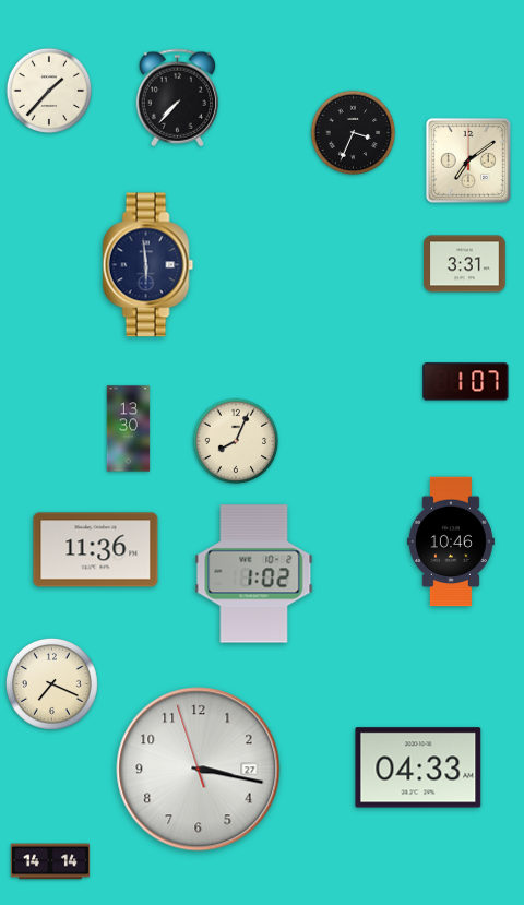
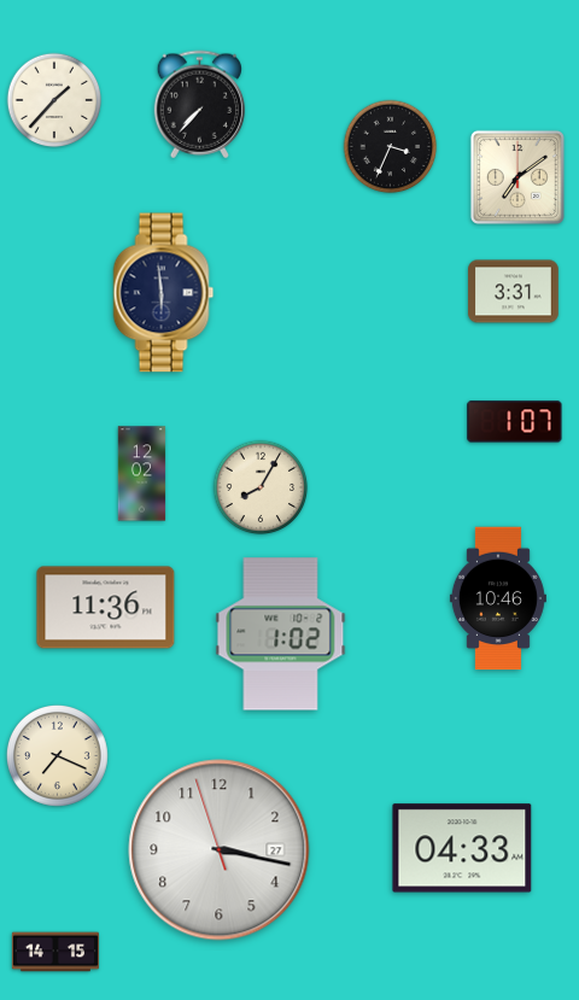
clock at (177, 98) position: (177, 98) -> (199, 105)
clock at (129, 429): 13:30 -> 12:02
clock at (236, 441): 8:04 -> 8:05
clock at (50, 861): 14:14 -> 14:15
